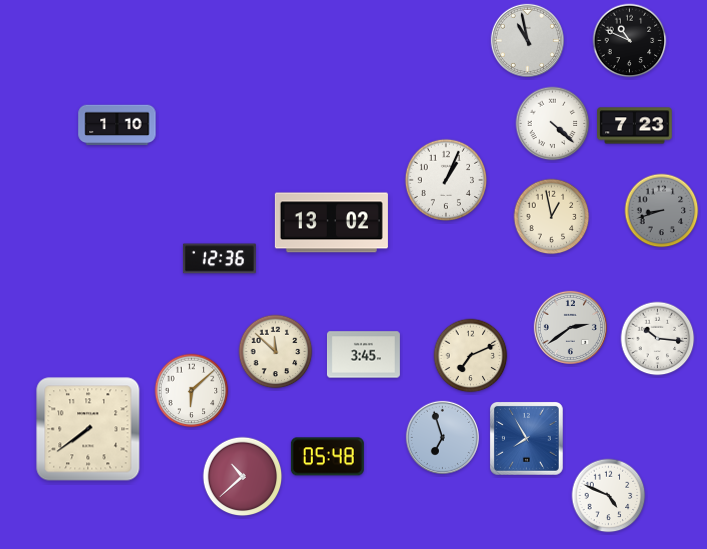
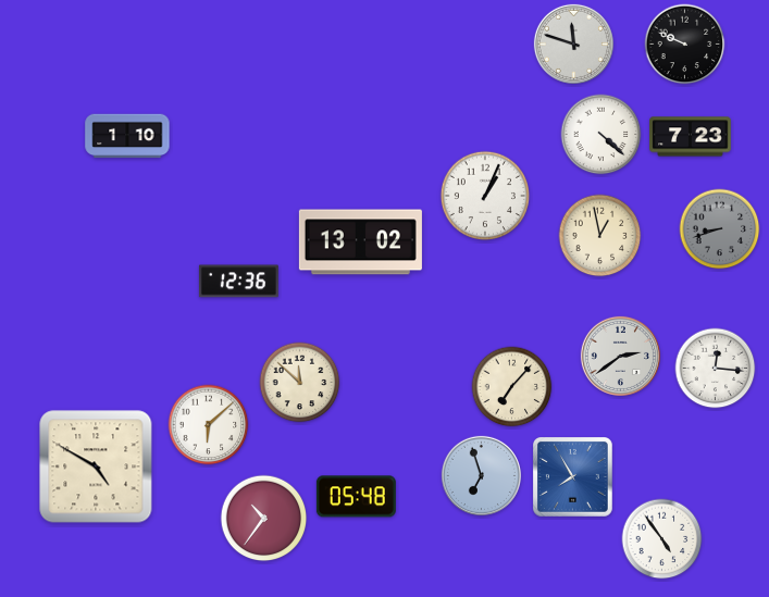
clock at (527, 40): 10:58 -> 11:48
clock at (630, 41): 10:49 -> 9:49
clock at (658, 339): 10:16 -> 12:16
clock at (363, 355): 3:45 -> none
clock at (471, 356): 7:11 -> 7:07
clock at (88, 429): 7:39 -> 4:50
clock at (243, 477): 10:38 -> 10:36
clock at (609, 496): 4:49 -> 4:54
